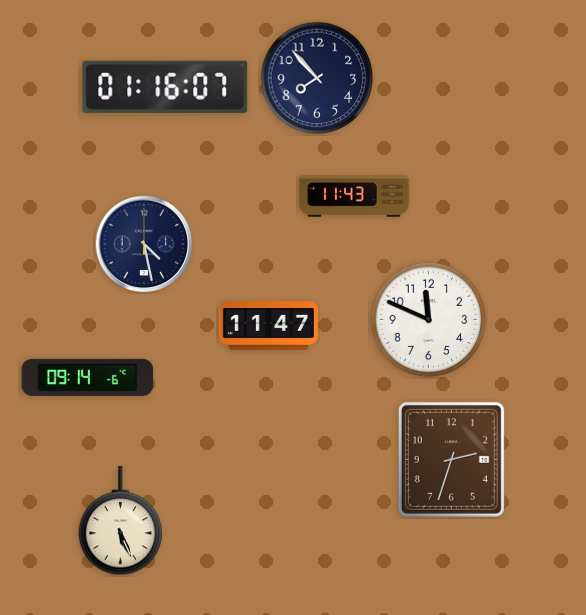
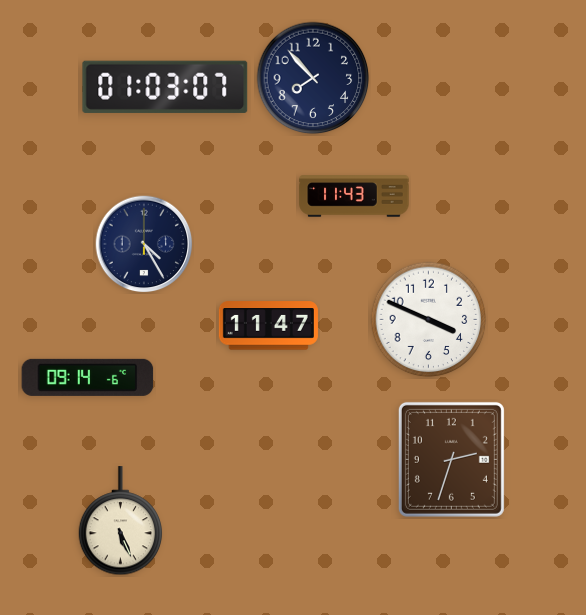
clock at (317, 78) position: (317, 78) -> (313, 78)
clock at (165, 87): 01:16 -> 01:03
clock at (144, 244): 4:28 -> 4:25
clock at (429, 320): 11:49 -> 3:49
